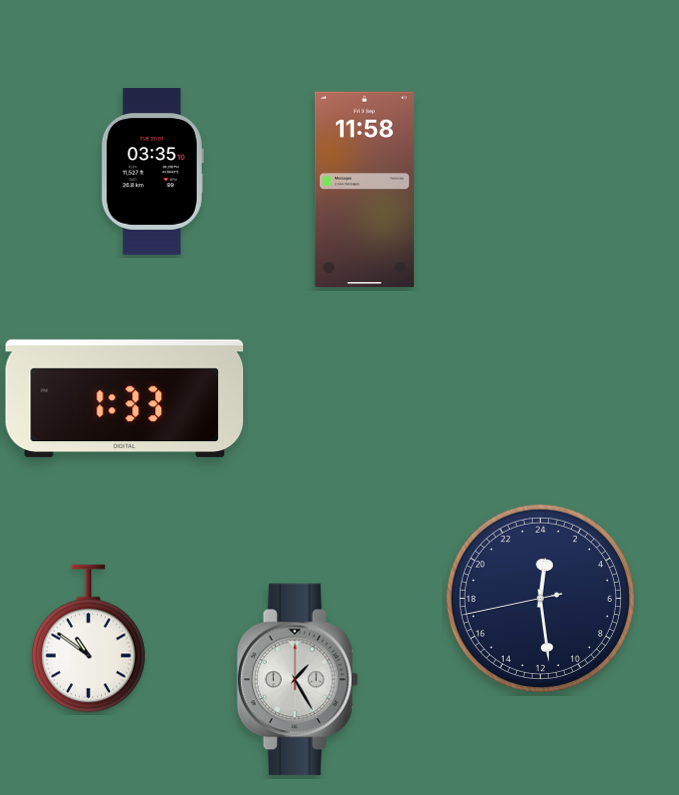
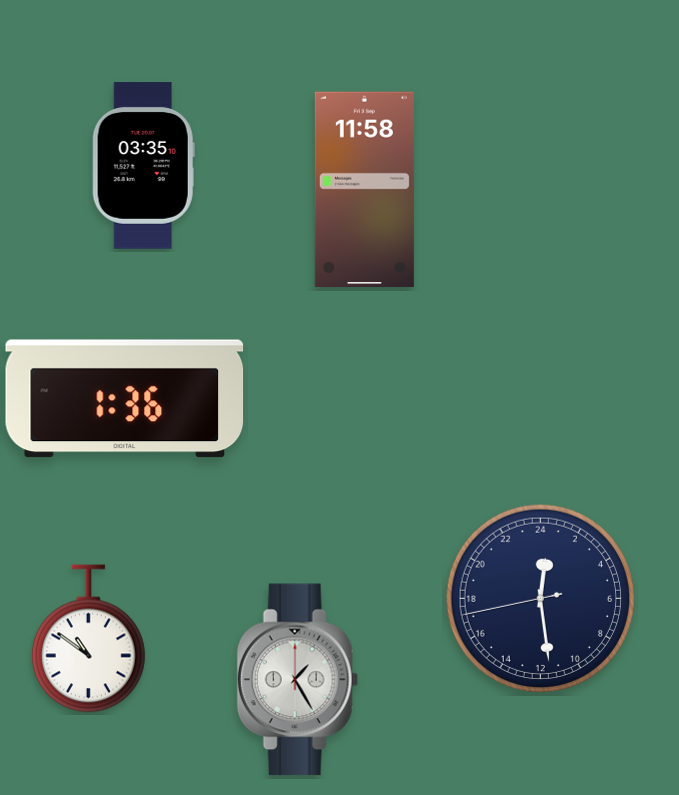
clock at (152, 172) position: (152, 172) -> (143, 166)
clock at (125, 399): 1:33 -> 1:36
